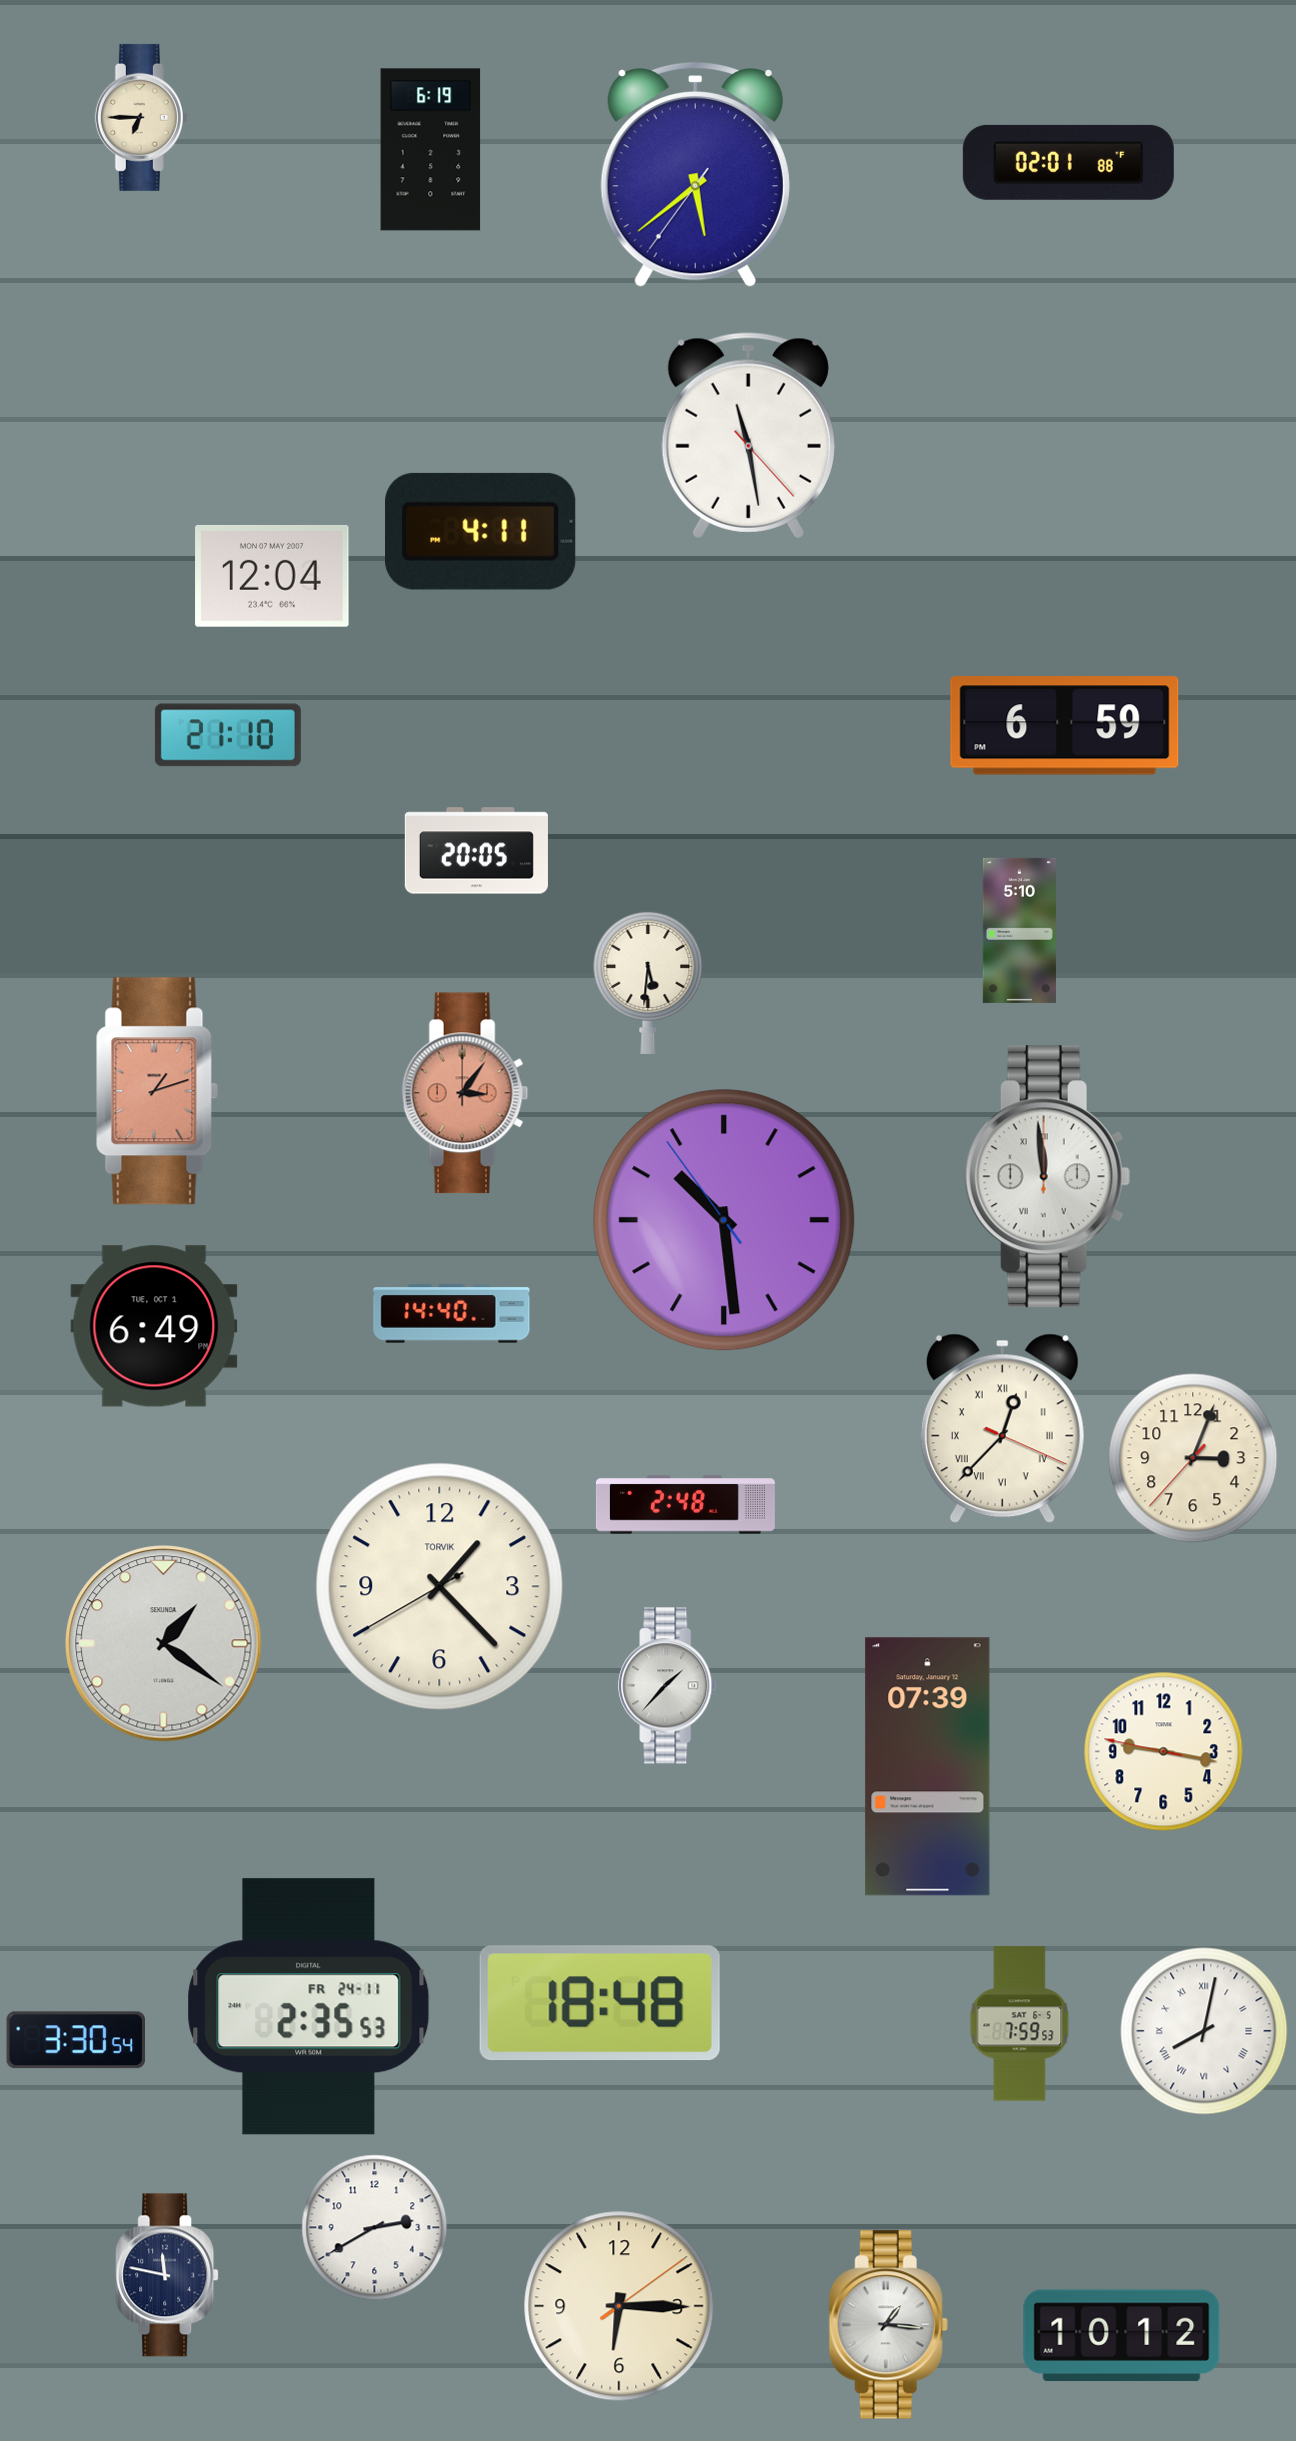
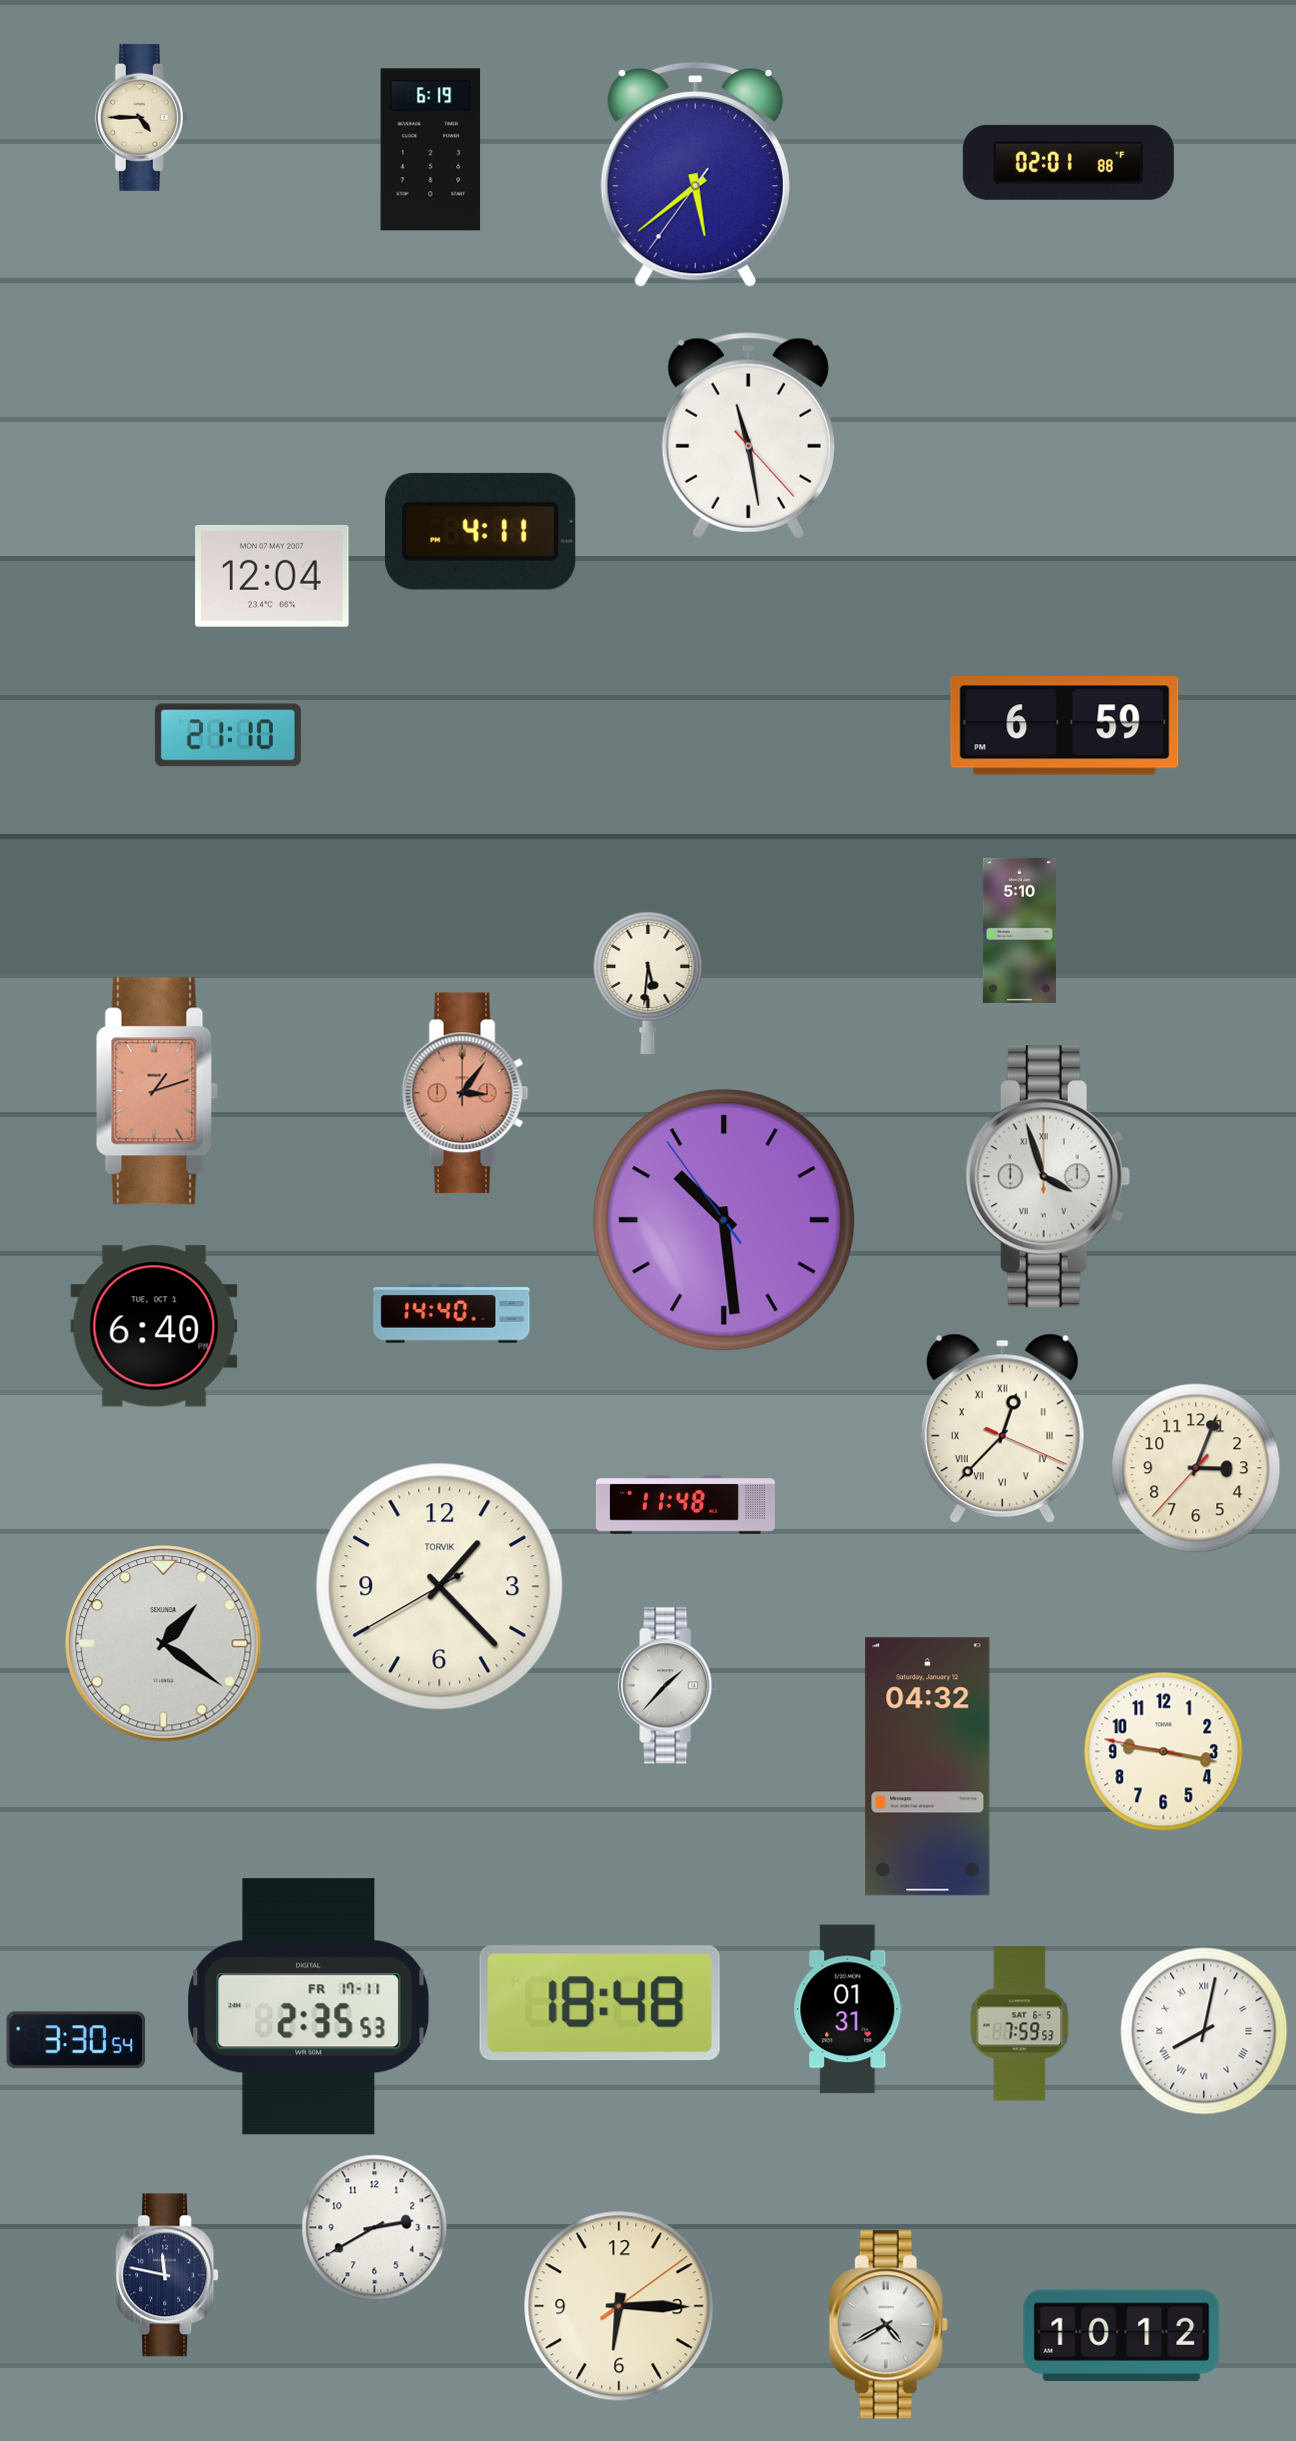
clock at (141, 117): 6:45 -> 4:45
clock at (476, 851): 20:05 -> none
clock at (1047, 1177): 11:59 -> 3:57
clock at (154, 1326): 6:49 -> 6:40
clock at (1193, 1458) position: (1193, 1458) -> (1196, 1468)
clock at (685, 1505): 2:48 -> 11:48
clock at (928, 1767): 07:39 -> 04:32
clock at (309, 2007) date: FR 24-11 -> FR 17-11
clock at (848, 2009): none -> 01:31
clock at (888, 2325): 1:16 -> 4:40
